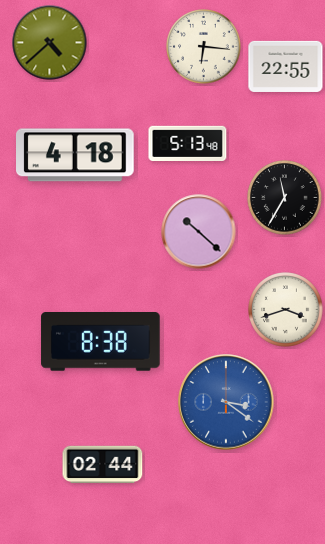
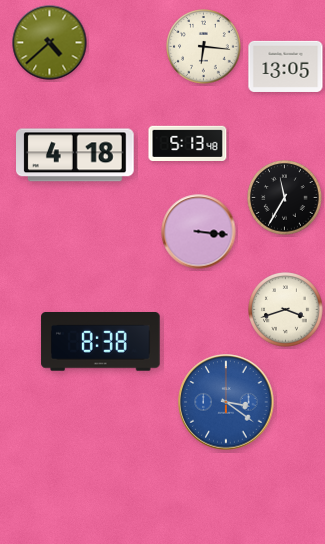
clock at (286, 66): 22:55 -> 13:05
clock at (199, 232): 10:22 -> 3:16
clock at (103, 465): 02:44 -> none
